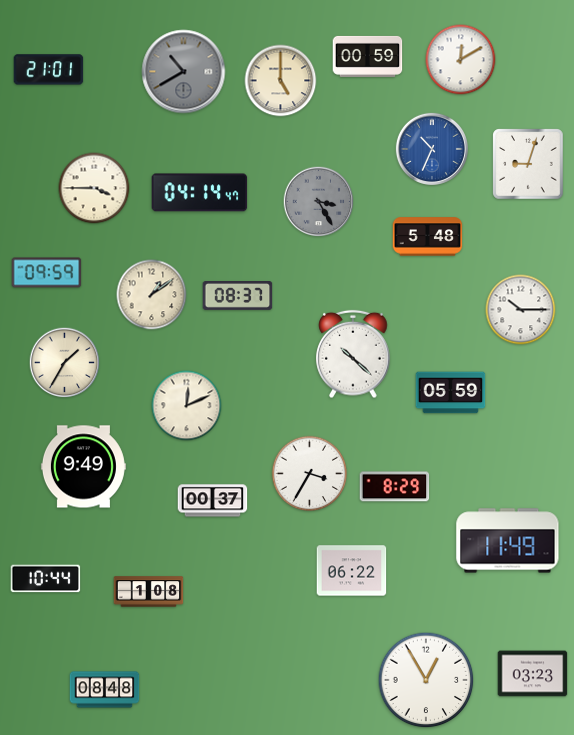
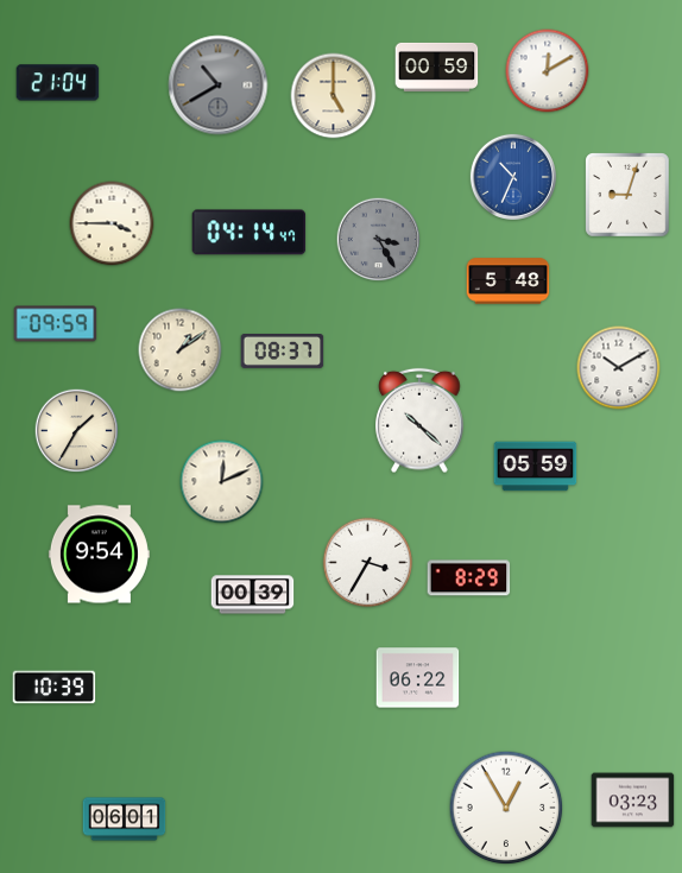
clock at (49, 70): 21:01 -> 21:04
clock at (200, 193) position: (200, 193) -> (250, 233)
clock at (521, 310): 10:15 -> 10:10
clock at (83, 467): 9:49 -> 9:54
clock at (213, 501): 00:37 -> 00:39
clock at (508, 541): 11:49 -> none
clock at (46, 579): 10:44 -> 10:39
clock at (149, 592): 1:08 -> none
clock at (105, 690): 08:48 -> 06:01
